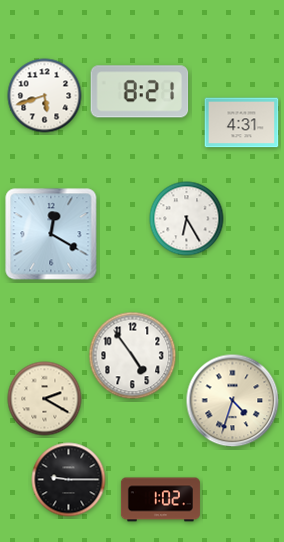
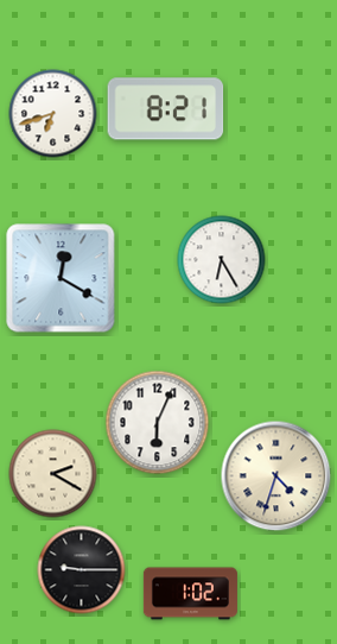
clock at (45, 96): 5:42 -> 6:42
clock at (242, 123): 4:31 -> none
clock at (133, 356): 4:54 -> 6:04
